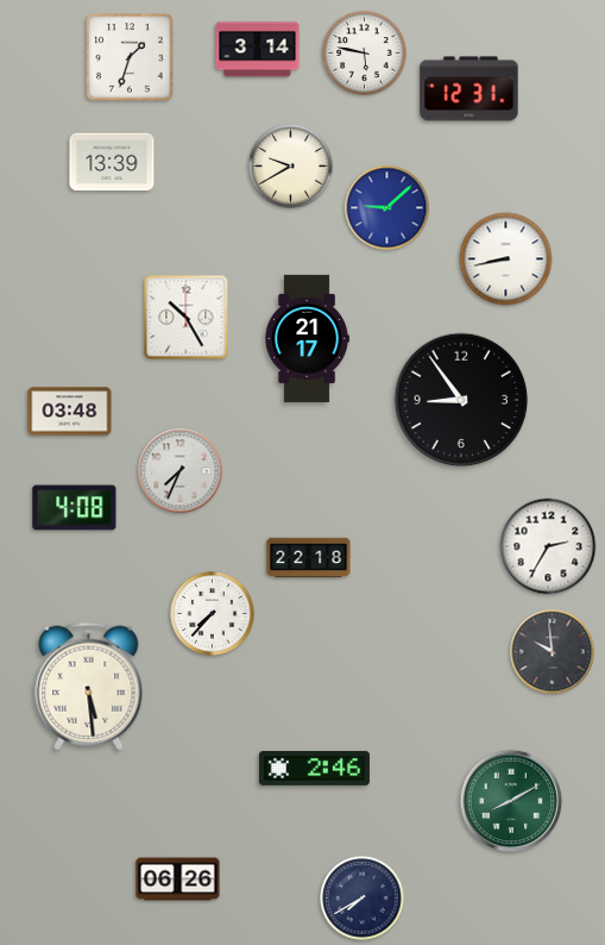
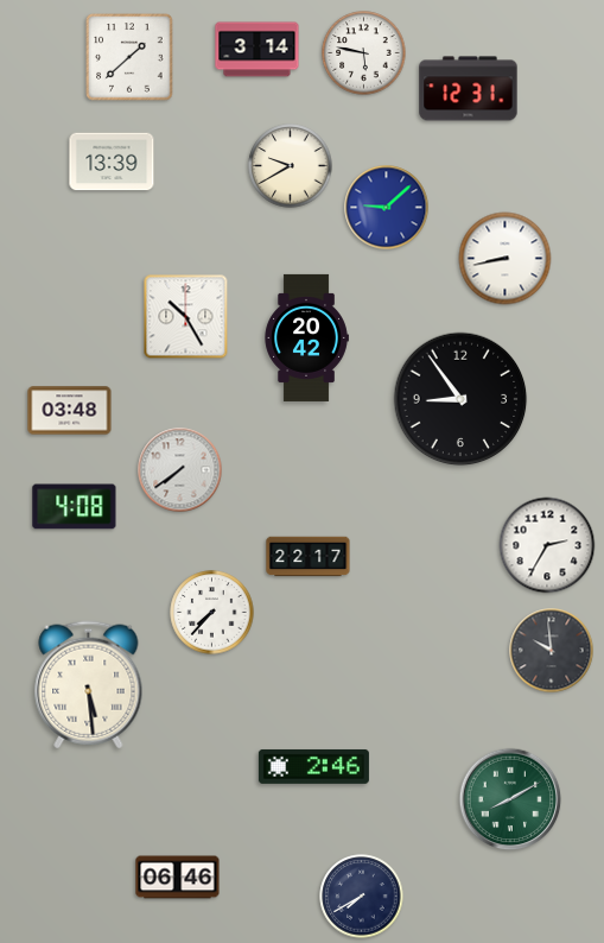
clock at (130, 57): 1:33 -> 1:38
clock at (307, 338): 21:17 -> 20:42
clock at (181, 471): 7:34 -> 7:39
clock at (309, 558): 22:18 -> 22:17
clock at (178, 880): 06:26 -> 06:46
